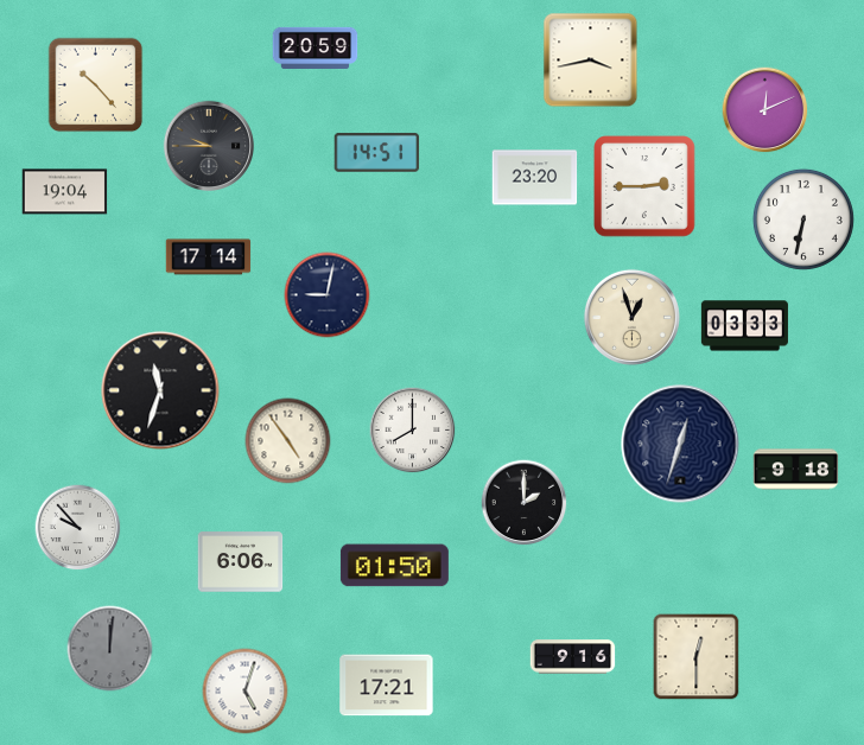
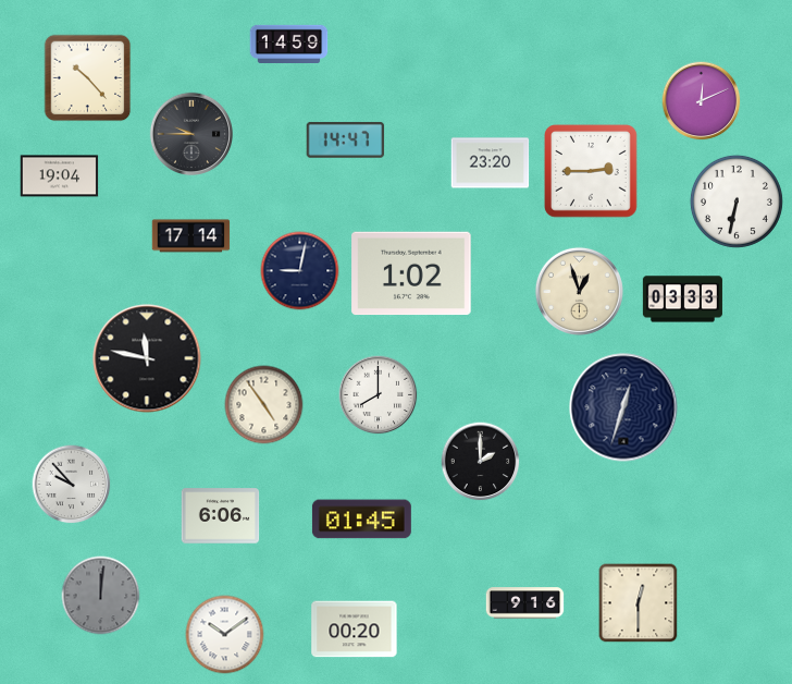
clock at (316, 47): 20:59 -> 14:59
clock at (591, 61): 3:43 -> none
clock at (377, 152): 14:51 -> 14:47
clock at (411, 273): none -> 1:02
clock at (160, 390): 11:33 -> 11:47
clock at (796, 470): 9:18 -> none
clock at (394, 566): 01:50 -> 01:45
clock at (387, 686): 17:21 -> 00:20
clock at (246, 692): 5:03 -> 10:09
